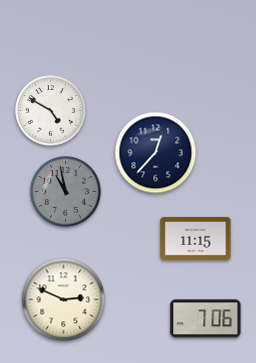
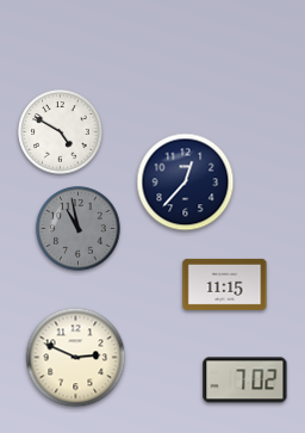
clock at (196, 238) position: (196, 238) -> (225, 284)
clock at (206, 319): 7:06 -> 7:02
